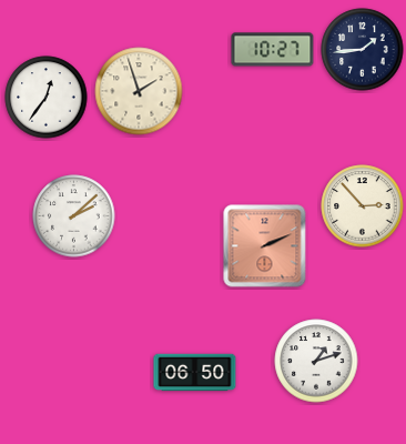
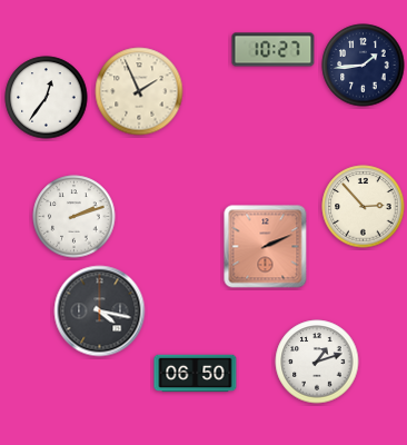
clock at (363, 50) position: (363, 50) -> (364, 66)
clock at (139, 91): 1:57 -> 1:56
clock at (74, 216): 2:08 -> 2:12
clock at (100, 311): none -> 4:17
